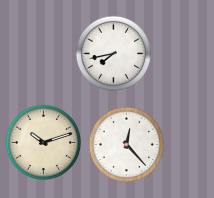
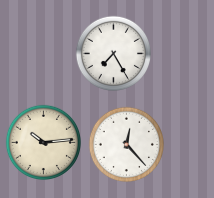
clock at (113, 53): 7:43 -> 7:25
clock at (43, 142): 10:12 -> 10:14
